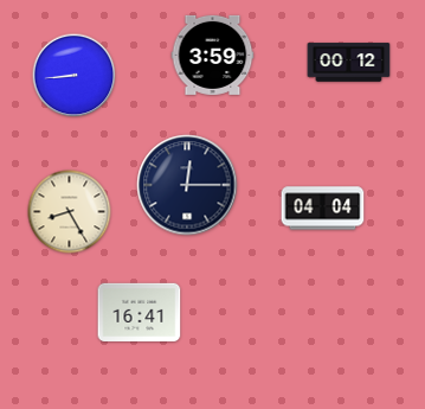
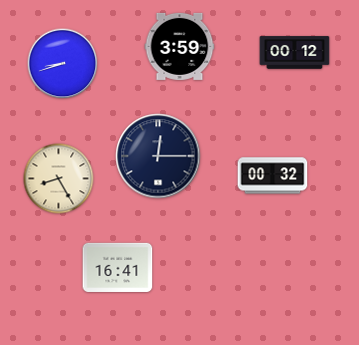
clock at (75, 76): 8:44 -> 8:42
clock at (323, 209): 04:04 -> 00:32
clock at (140, 312) position: (140, 312) -> (118, 267)
